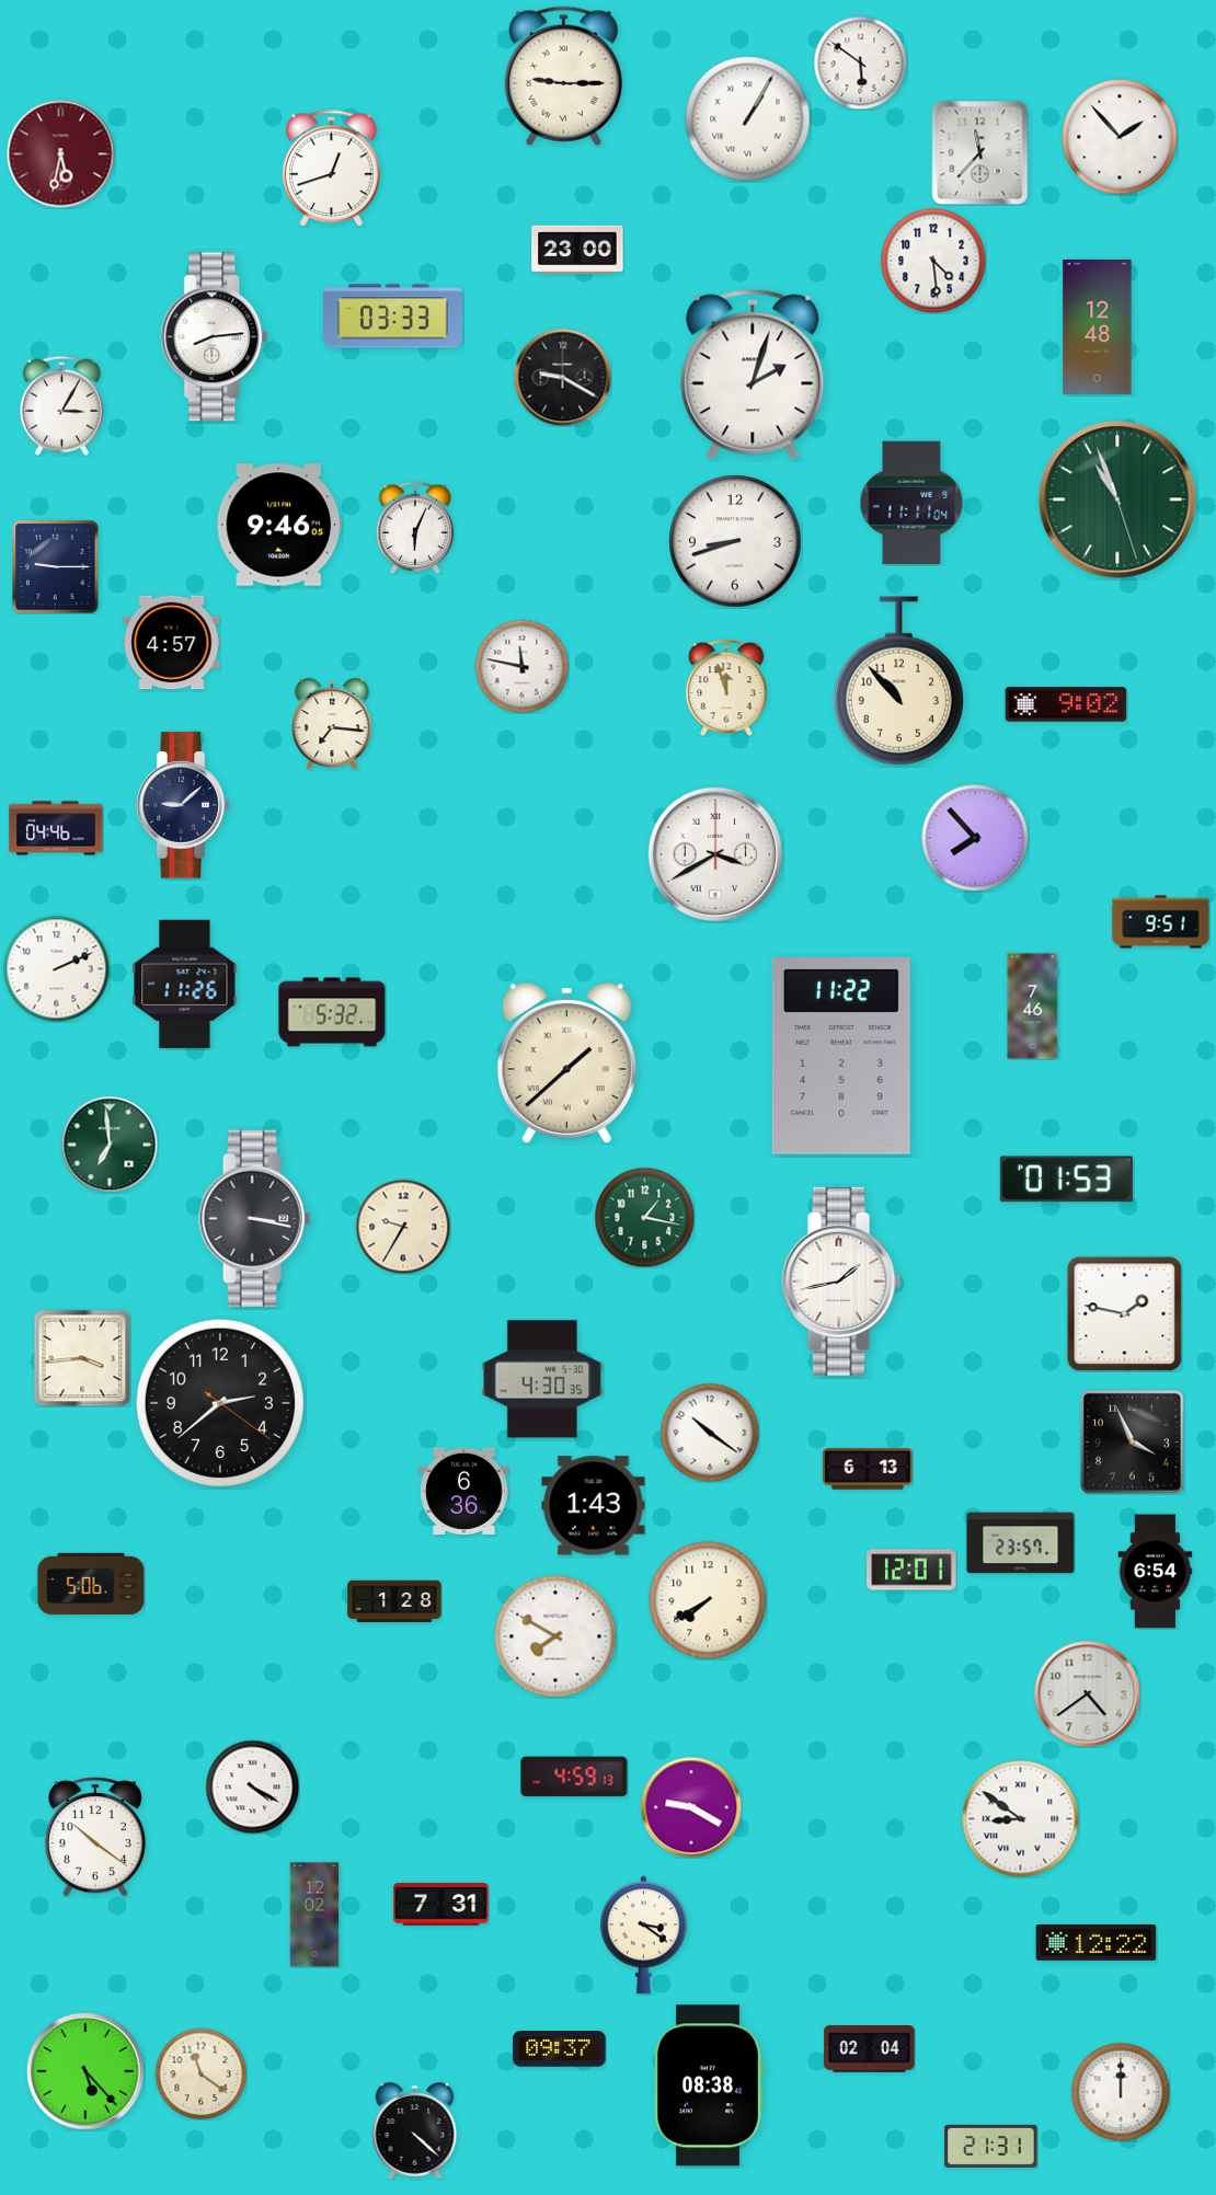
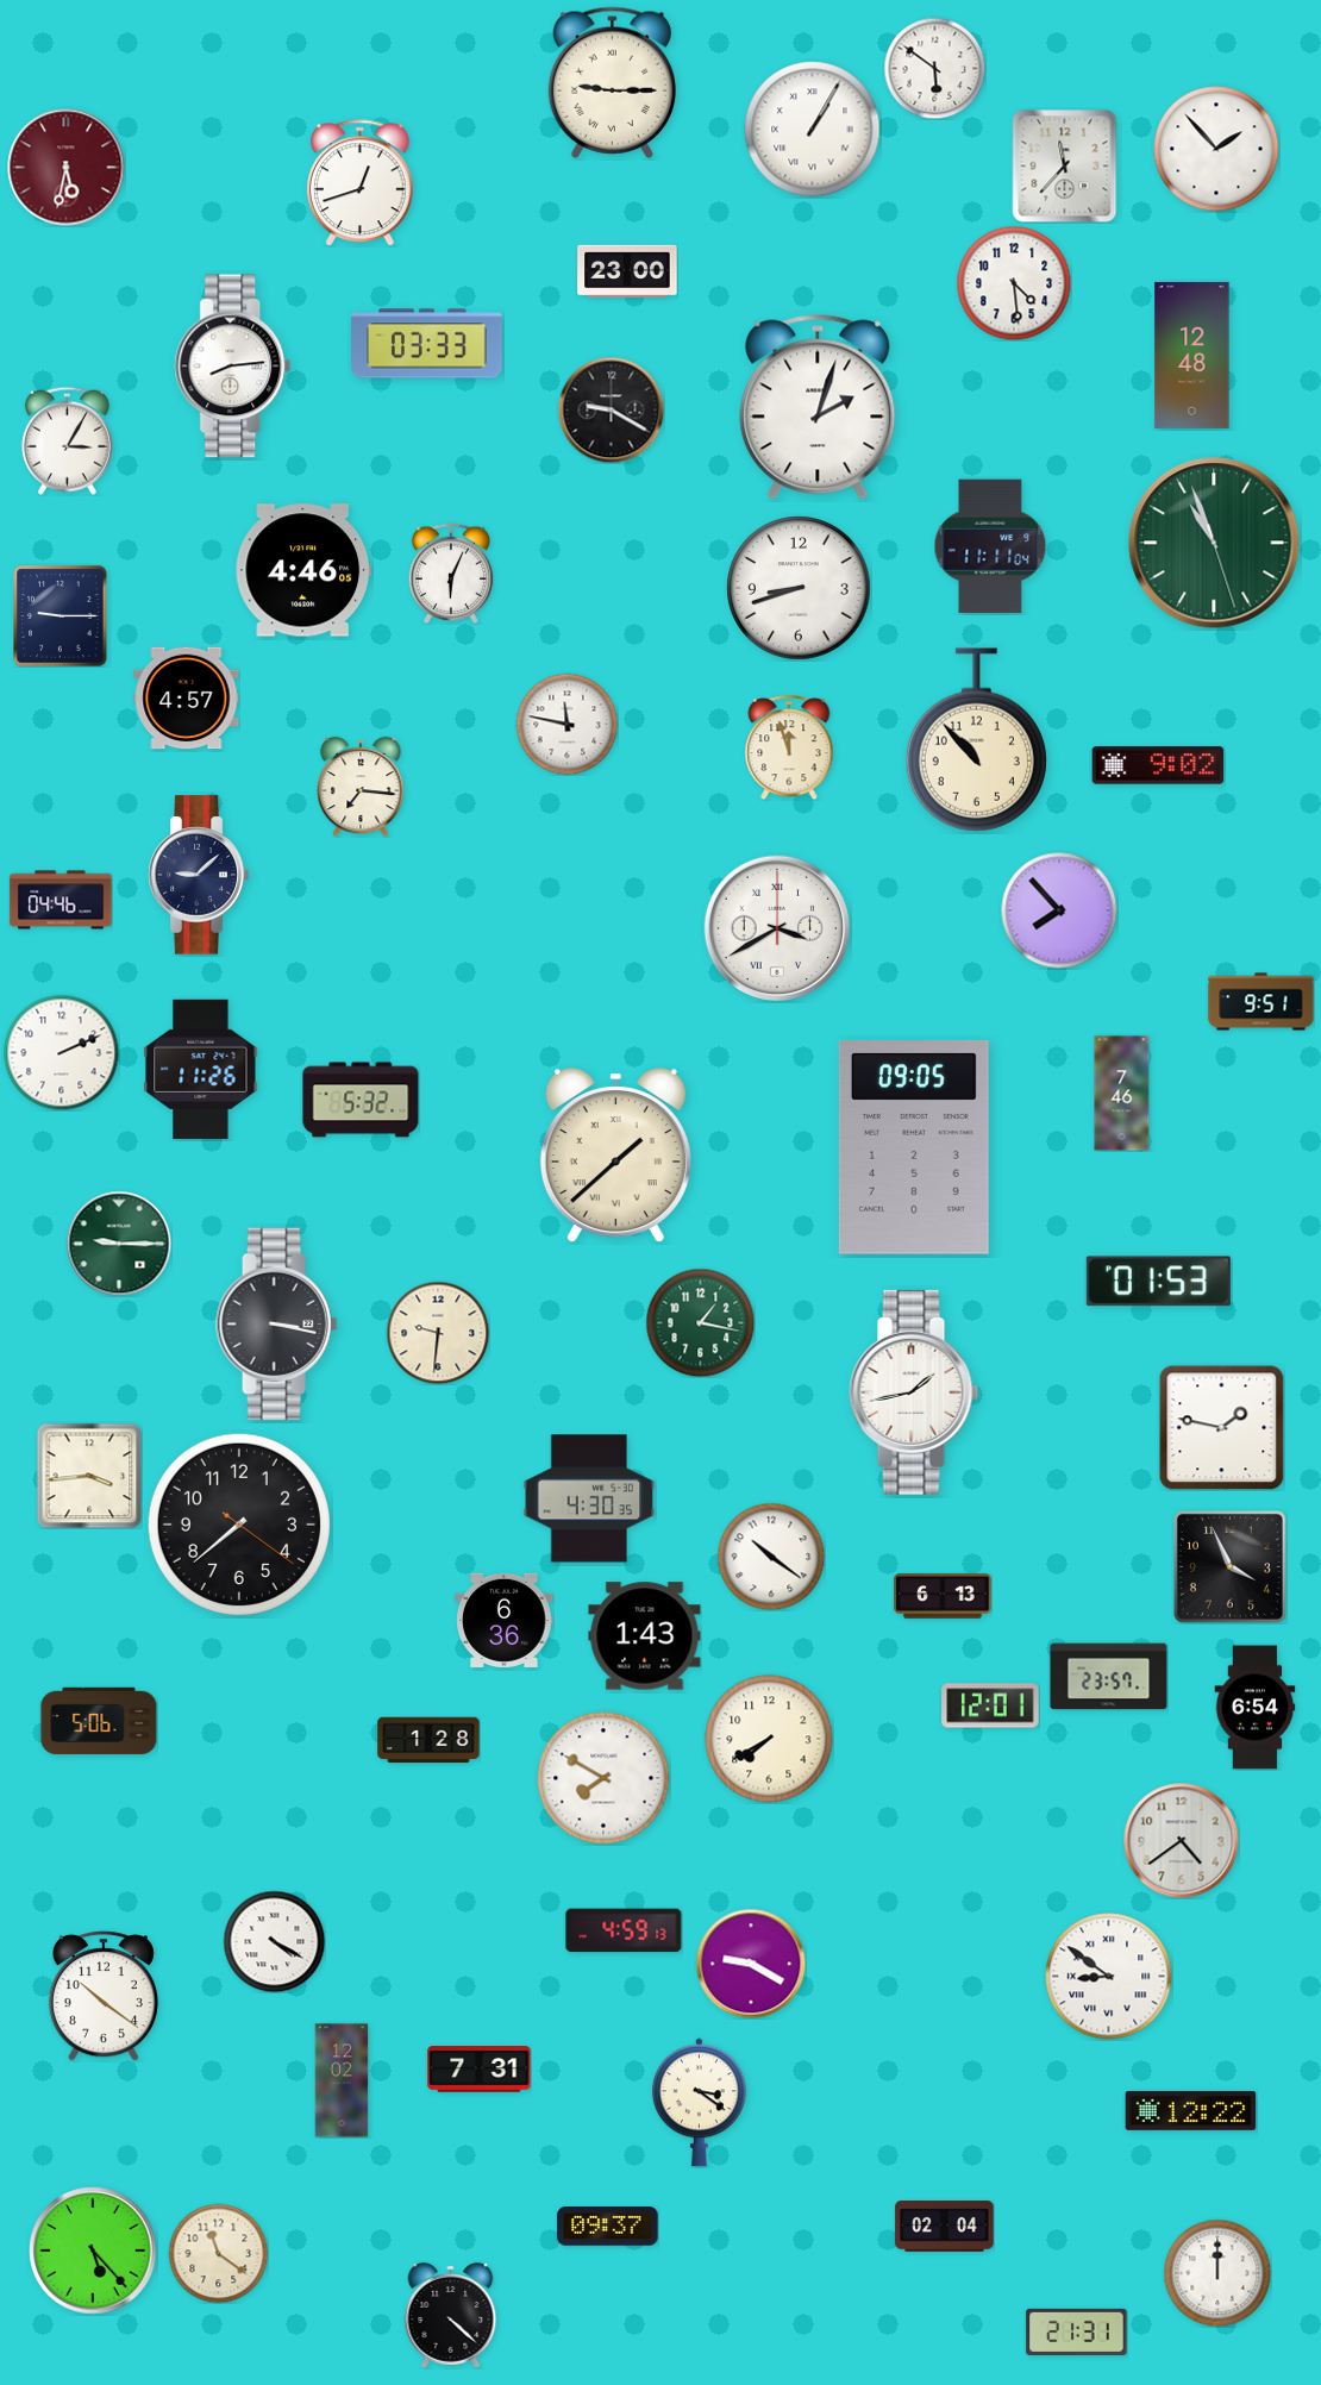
clock at (278, 525): 9:46 -> 4:46
clock at (841, 1056): 11:22 -> 09:05
clock at (110, 1145): 6:59 -> 9:15
clock at (403, 1227): 9:35 -> 9:31
clock at (220, 1403): 2:38 -> 7:38
clock at (708, 2085): 08:38 -> none
